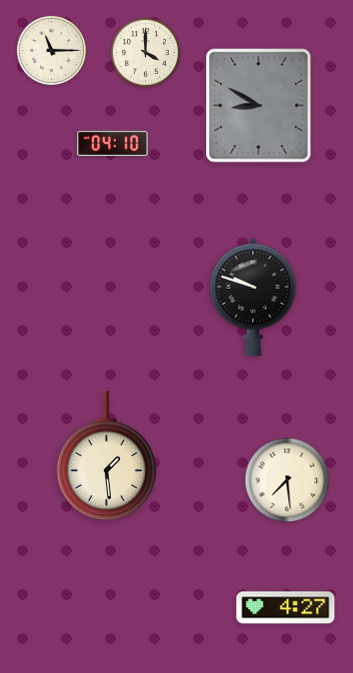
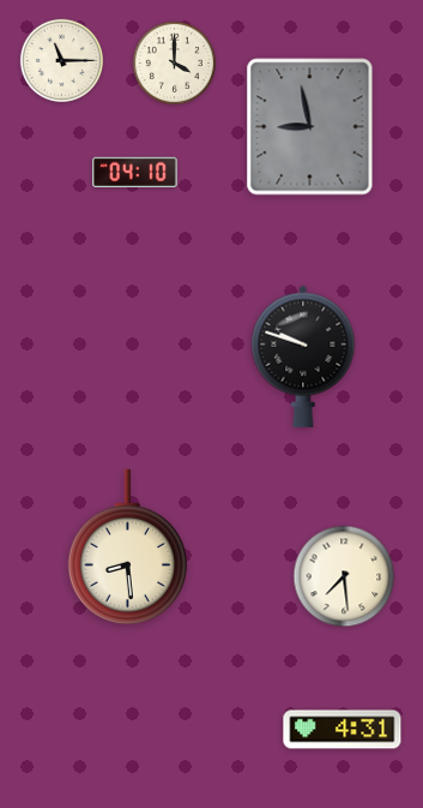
clock at (259, 106): 8:50 -> 8:58
clock at (106, 455): 1:29 -> 8:29
clock at (286, 608): 4:27 -> 4:31
